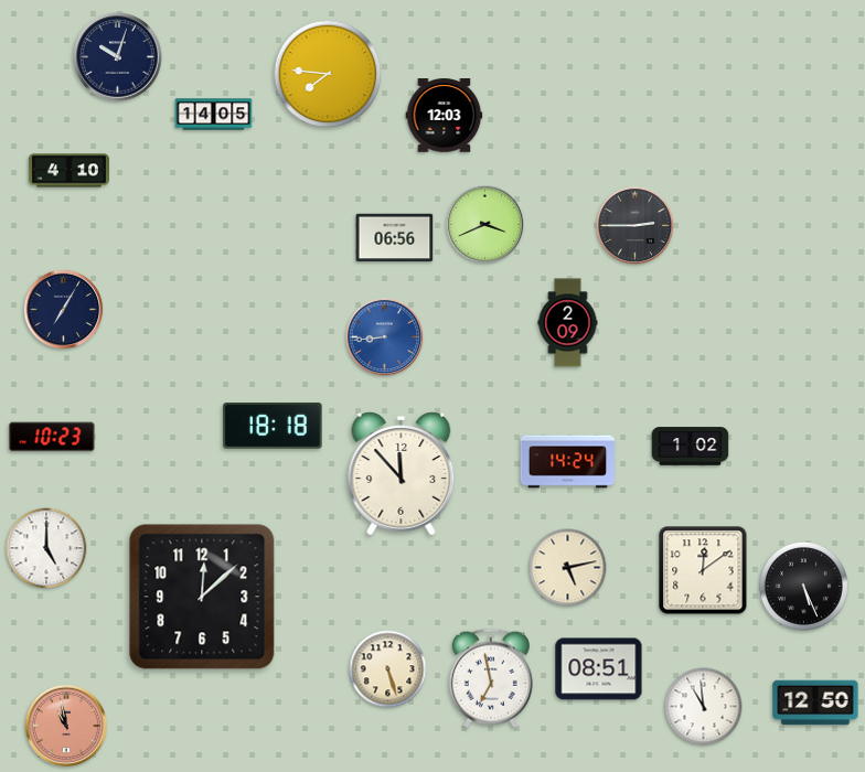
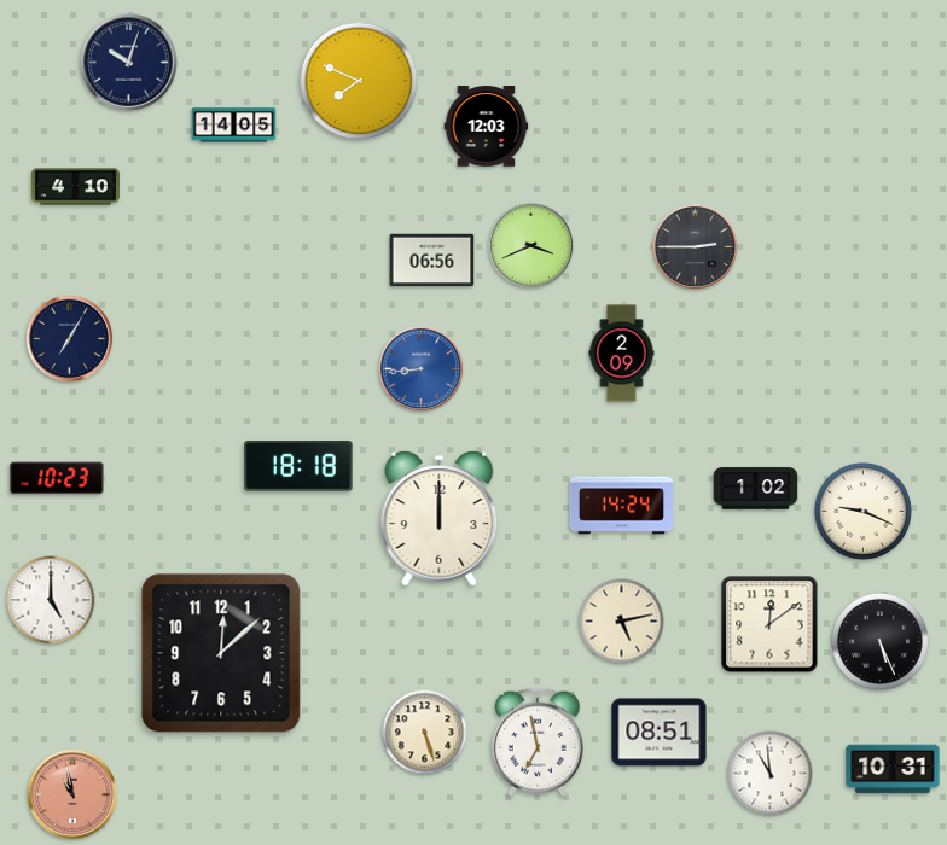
clock at (328, 74): 7:46 -> 7:49
clock at (862, 511): none -> 9:19
clock at (402, 474): 11:53 -> 12:00
clock at (599, 669) position: (599, 669) -> (660, 733)
clock at (815, 703): 12:50 -> 10:31
